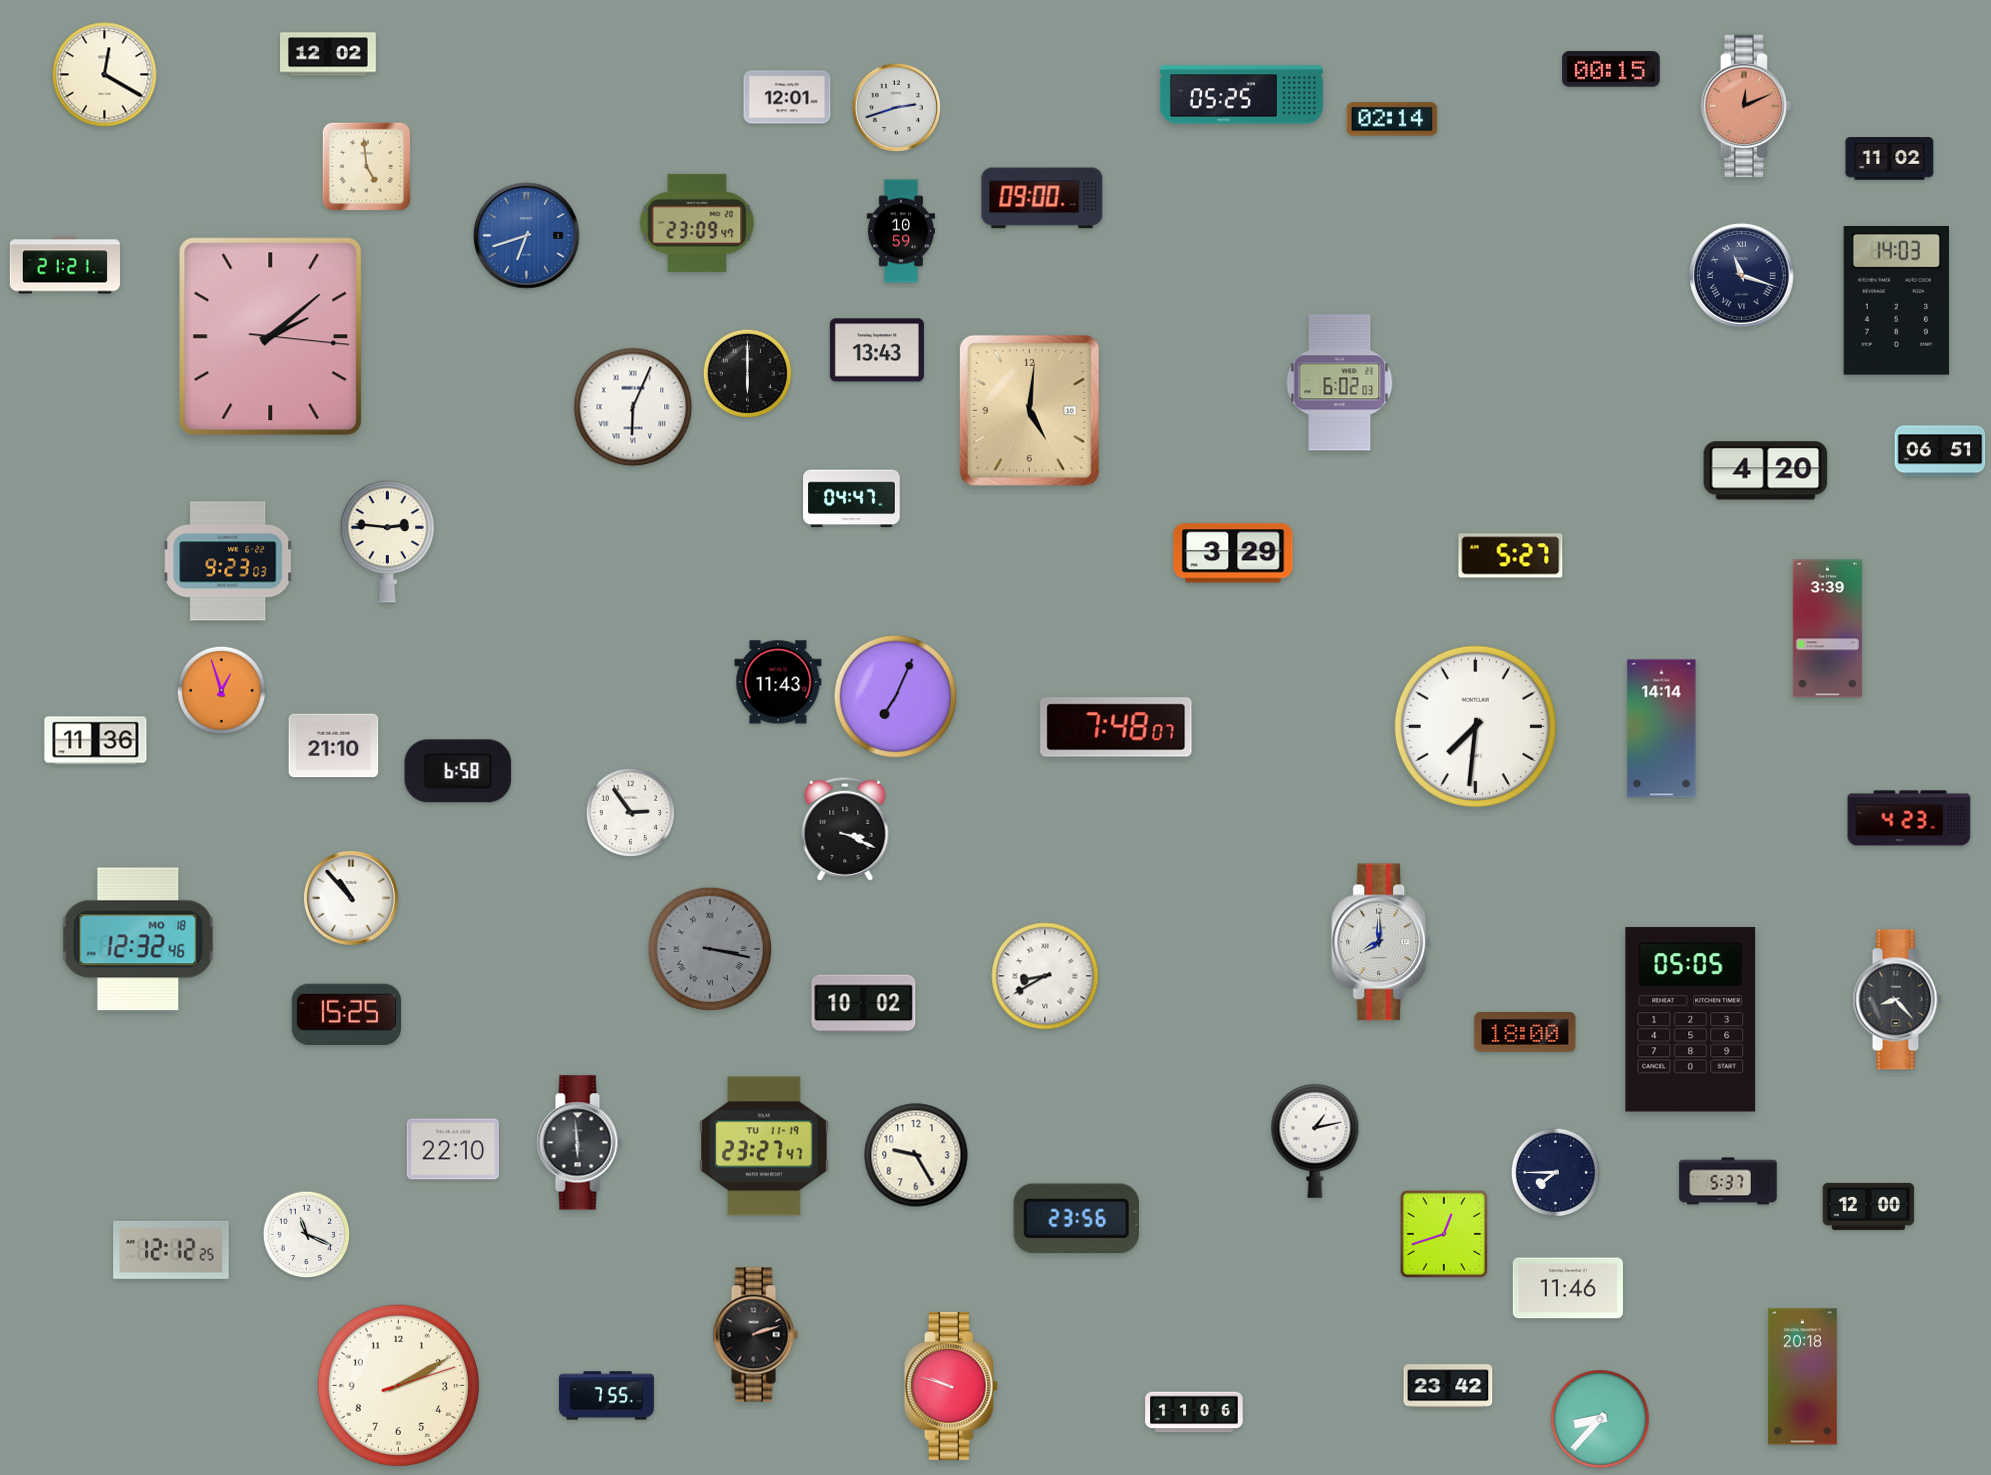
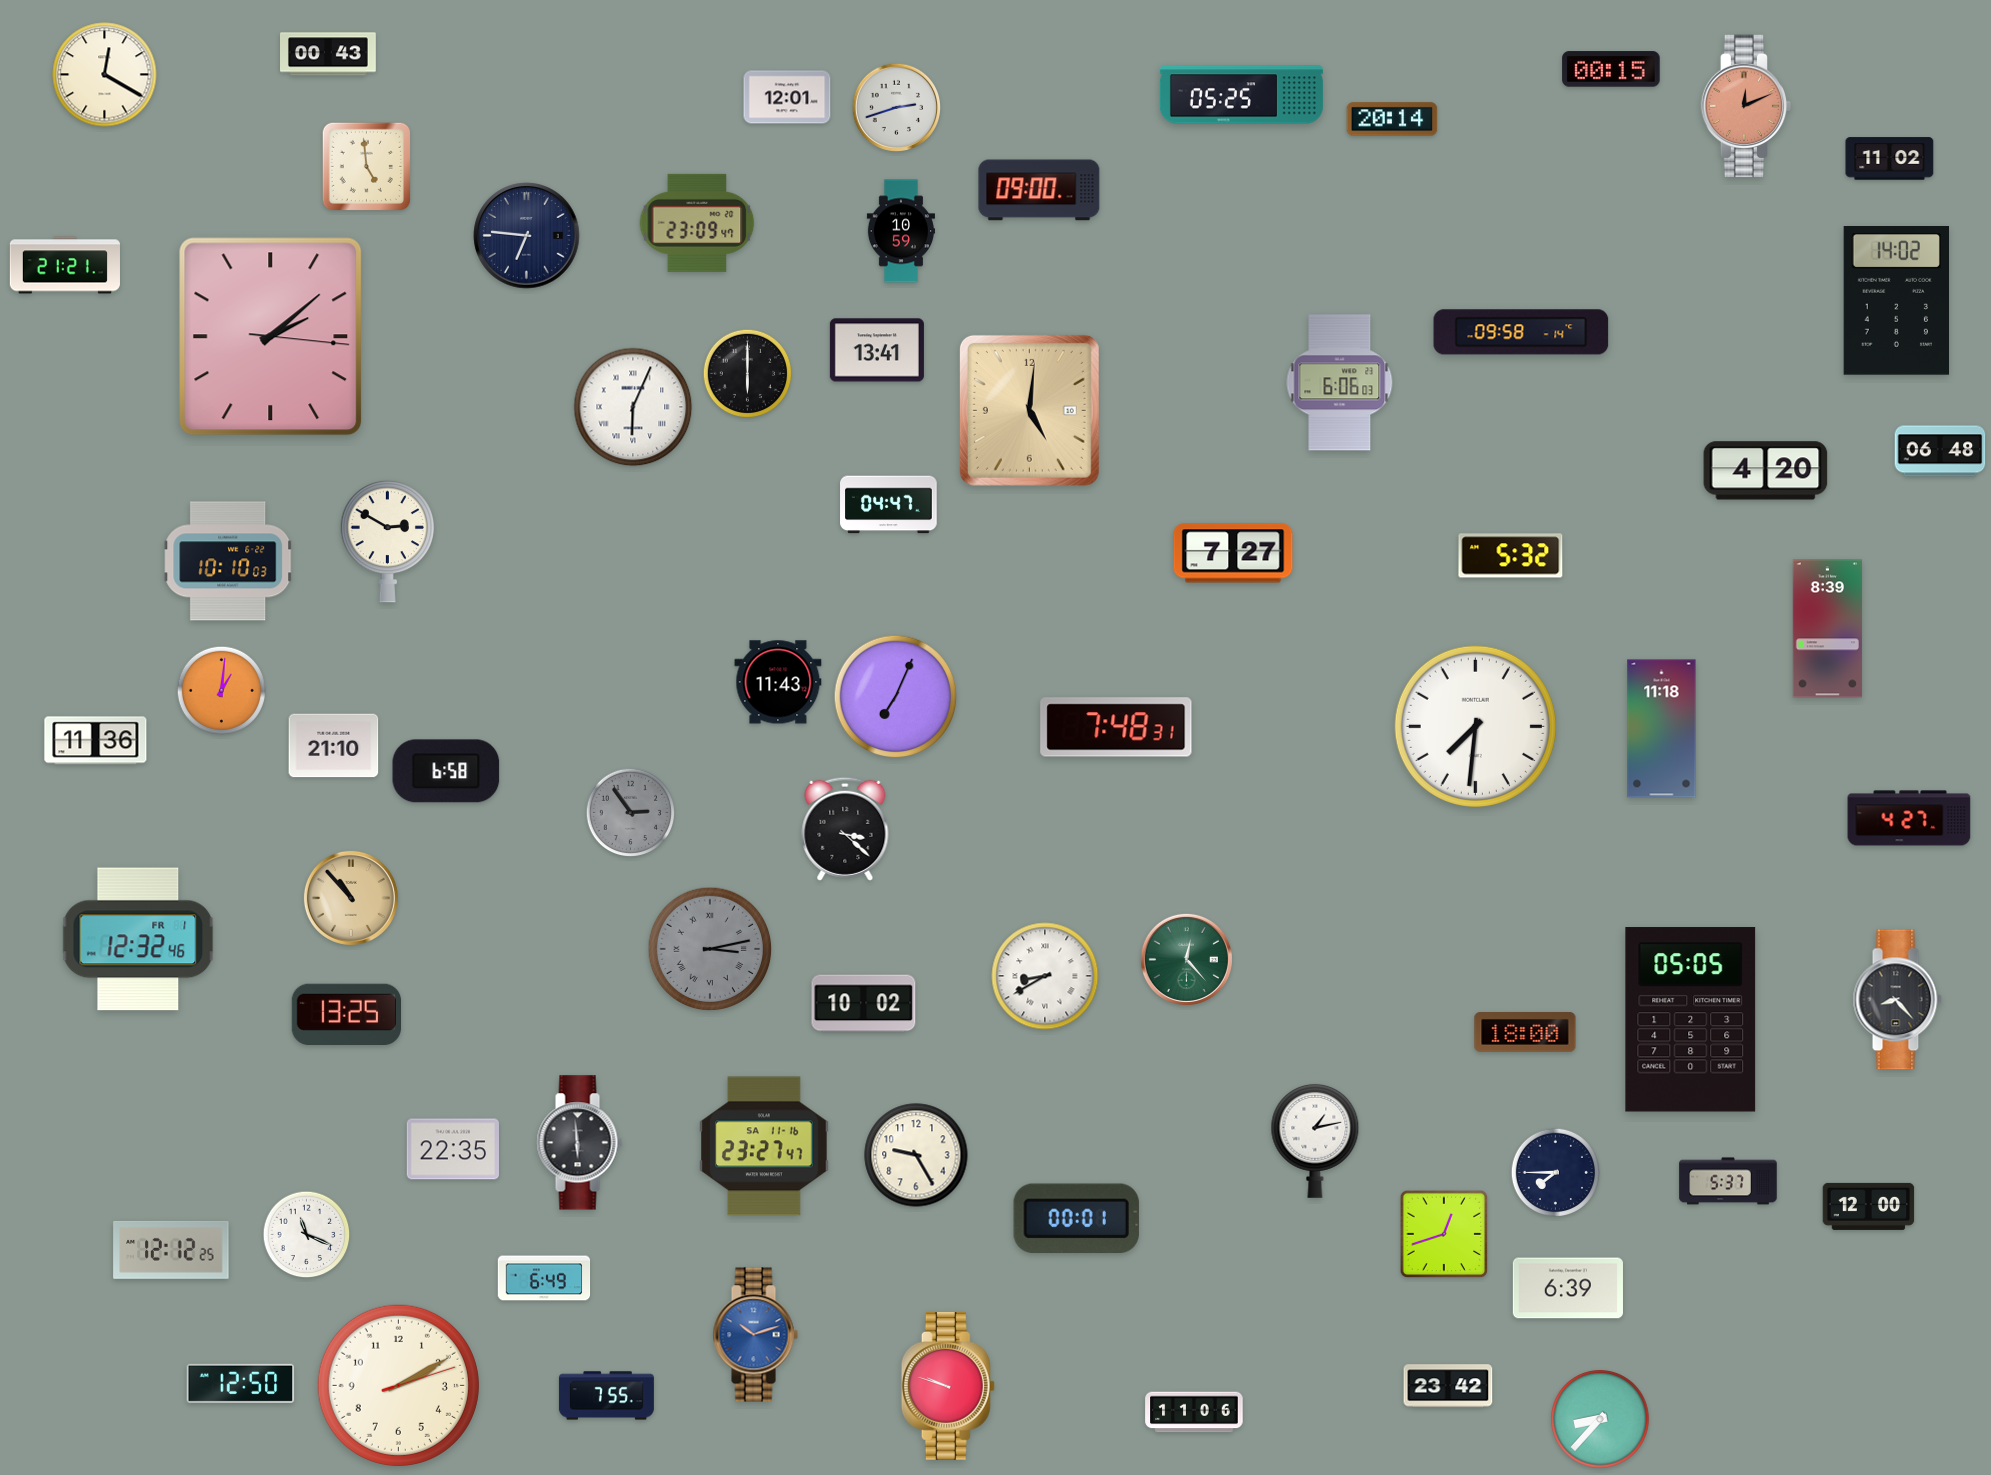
clock at (329, 54): 12:02 -> 00:43
clock at (1392, 119): 02:14 -> 20:14
clock at (1042, 198) position: (1042, 198) -> (1039, 190)
clock at (527, 236): 6:42 -> 6:46
clock at (527, 236) dial: blue -> navy
clock at (1742, 276): 11:18 -> none
clock at (1896, 301): 14:03 -> 14:02
clock at (1521, 332): none -> 09:58
clock at (877, 350): 13:43 -> 13:41
clock at (1340, 383): 6:02 -> 6:06
clock at (1940, 451): 06:51 -> 06:48
clock at (852, 499) position: (852, 499) -> (889, 505)
clock at (387, 541): 2:46 -> 2:50
clock at (1233, 553): 3:29 -> 7:27
clock at (1511, 556): 5:27 -> 5:32
clock at (228, 561): 9:23 -> 10:10
clock at (1827, 629): 3:39 -> 8:39
clock at (222, 691): 12:57 -> 1:01
clock at (1116, 727): 7:48:07 -> 7:48:31
clock at (1662, 729): 14:14 -> 11:18
clock at (458, 771) position: (458, 771) -> (446, 771)
clock at (631, 813) dial: white -> grey
clock at (1909, 818): 4:23 -> 4:27
clock at (845, 829): 3:19 -> 3:22
clock at (351, 898) dial: white -> champagne
clock at (138, 939) date: MO 18 -> FR 1
clock at (1382, 942): 8:00 -> none
clock at (710, 949): 3:17 -> 3:13
clock at (1186, 959): none -> 12:23
clock at (346, 1014): 15:25 -> 13:25
clock at (765, 1146) date: TU 11-19 -> SA 11-16
clock at (452, 1149): 22:10 -> 22:35
clock at (1076, 1219): 23:56 -> 00:01
clock at (544, 1278): none -> 6:49
clock at (1568, 1288): 11:46 -> 6:39
clock at (755, 1335): 2:12 -> 10:12
clock at (755, 1335) dial: black -> blue
clock at (1802, 1377): 20:18 -> none
clock at (241, 1383): none -> 12:50
clock at (951, 1386) position: (951, 1386) -> (948, 1386)
